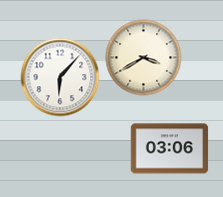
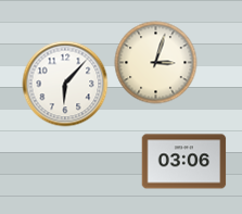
clock at (144, 58): 3:40 -> 3:03
